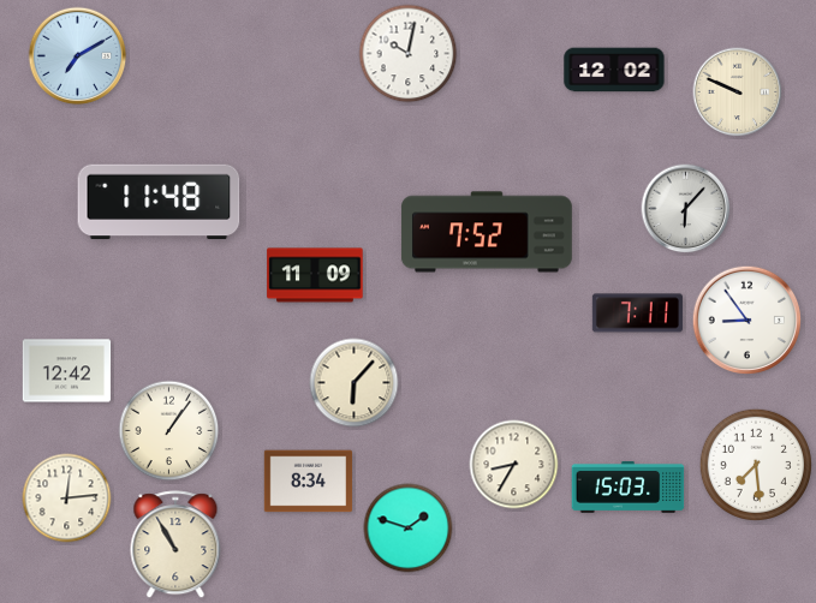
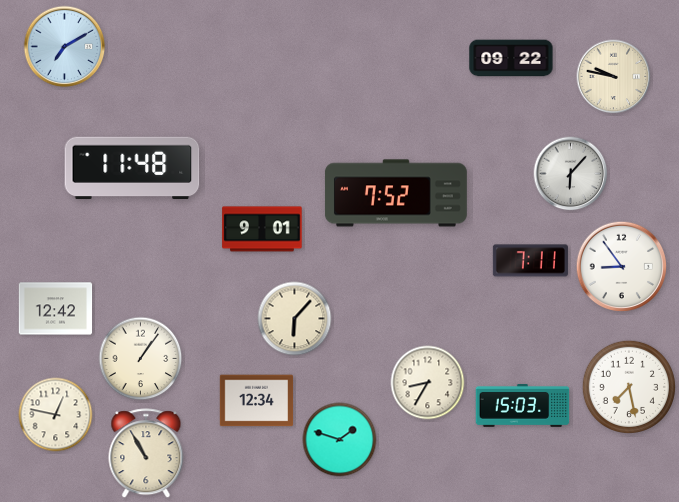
clock at (409, 54): 10:02 -> none
clock at (614, 70): 12:02 -> 09:22
clock at (738, 92): 9:49 -> 9:47
clock at (487, 232) position: (487, 232) -> (396, 193)
clock at (315, 275): 11:09 -> 9:01
clock at (755, 464): 7:29 -> 7:28
clock at (514, 465) position: (514, 465) -> (428, 383)
clock at (309, 482): 8:34 -> 12:34
clock at (67, 498): 12:14 -> 12:47
